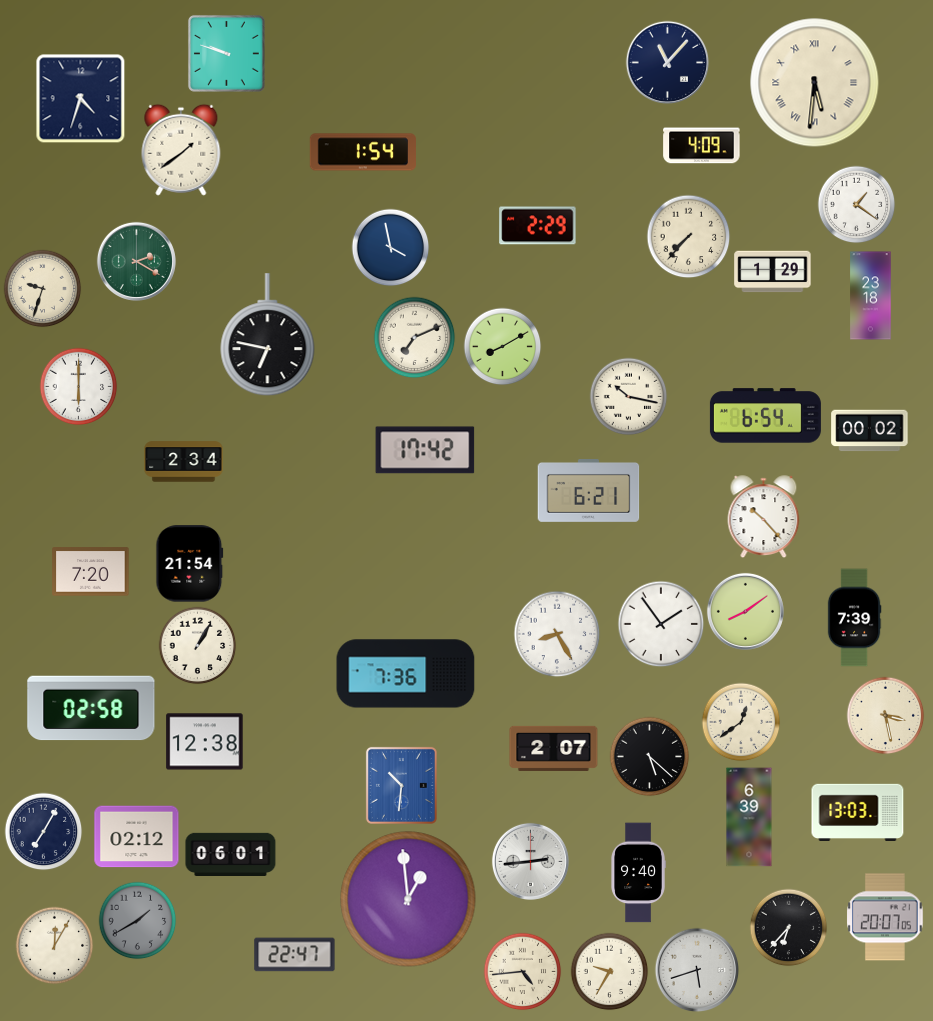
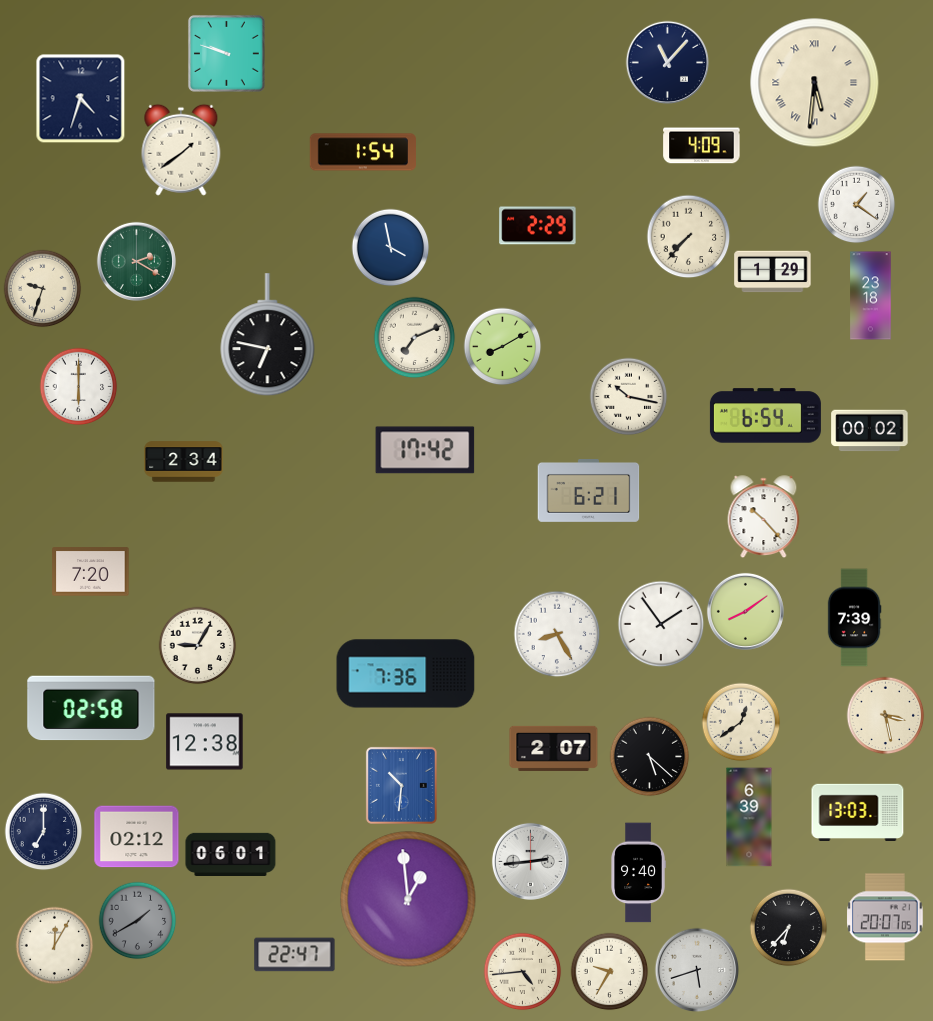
clock at (190, 564): 21:54 -> none
clock at (197, 645): 1:05 -> 9:05
clock at (43, 831): 7:05 -> 7:00
